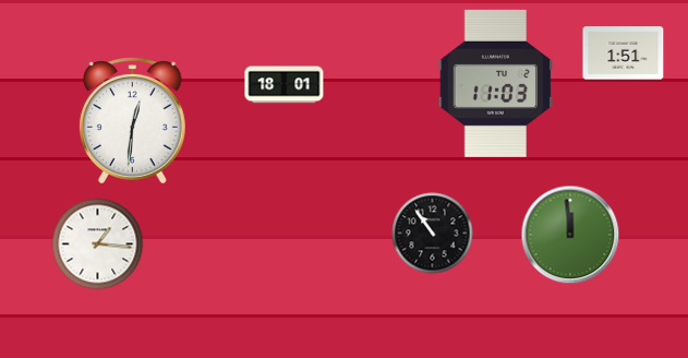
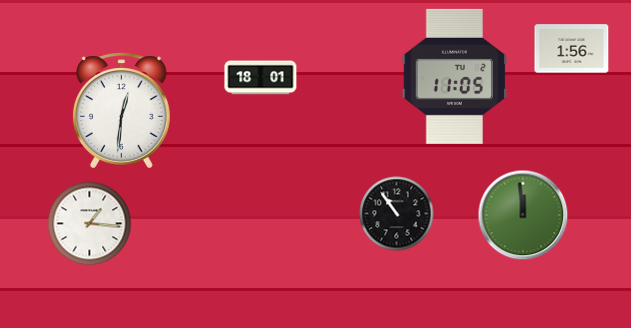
clock at (624, 53): 1:51 -> 1:56
clock at (496, 83): 11:03 -> 11:05
